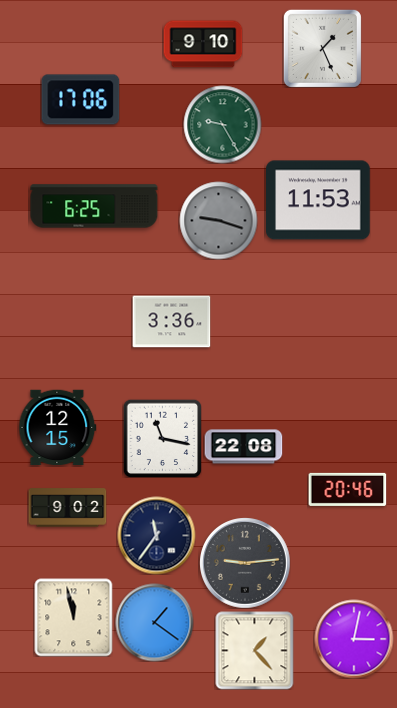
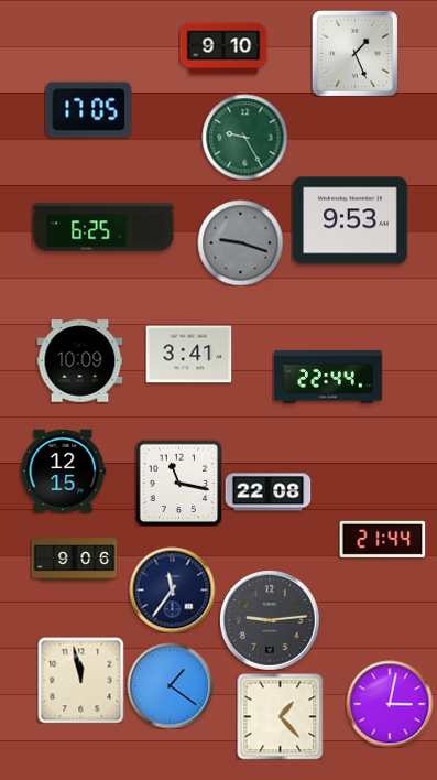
clock at (80, 100): 17:06 -> 17:05
clock at (318, 200): 11:53 -> 9:53
clock at (171, 322): 3:36 -> 3:41
clock at (79, 361): none -> 10:09
clock at (328, 378): none -> 22:44
clock at (347, 489): 20:46 -> 21:44
clock at (67, 508): 9:02 -> 9:06
